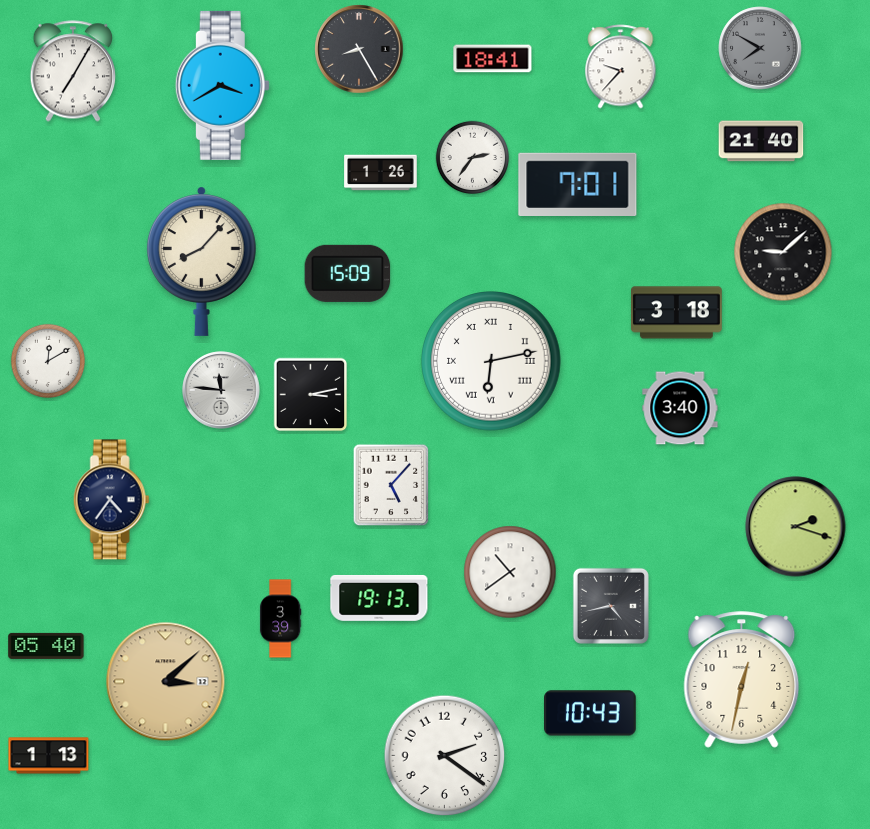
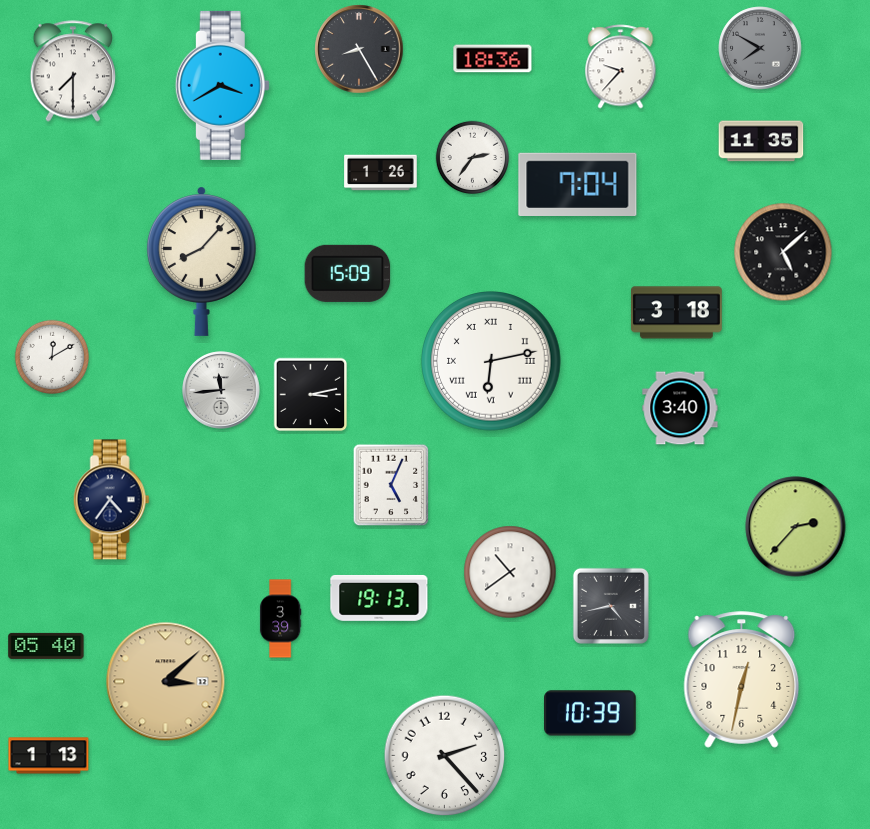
clock at (493, 59): 18:41 -> 18:36
clock at (73, 71): 7:05 -> 7:30
clock at (761, 141): 21:40 -> 11:35
clock at (578, 184): 7:01 -> 7:04
clock at (783, 252): 9:08 -> 5:08
clock at (47, 360) position: (47, 360) -> (51, 356)
clock at (221, 390): 11:46 -> 11:44
clock at (391, 485): 5:07 -> 5:04
clock at (796, 527): 2:18 -> 2:37
clock at (591, 713): 10:43 -> 10:39
clock at (445, 756): 2:21 -> 2:23
